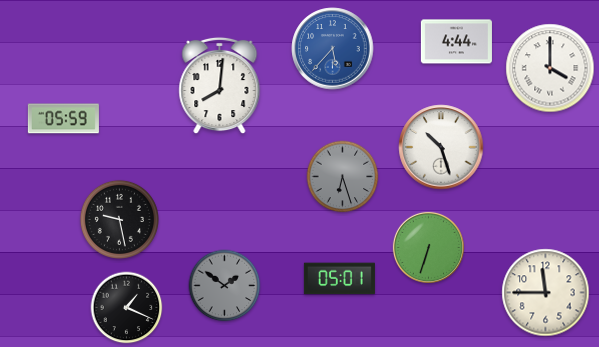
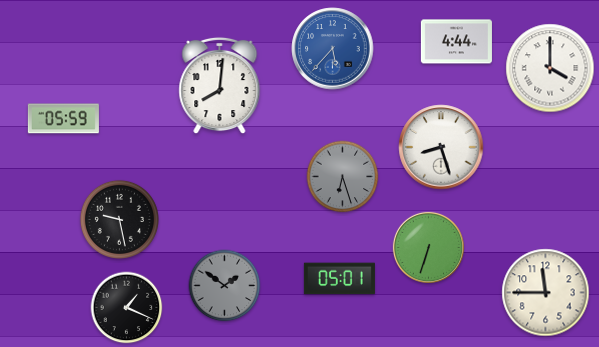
clock at (441, 147): 10:27 -> 8:27
